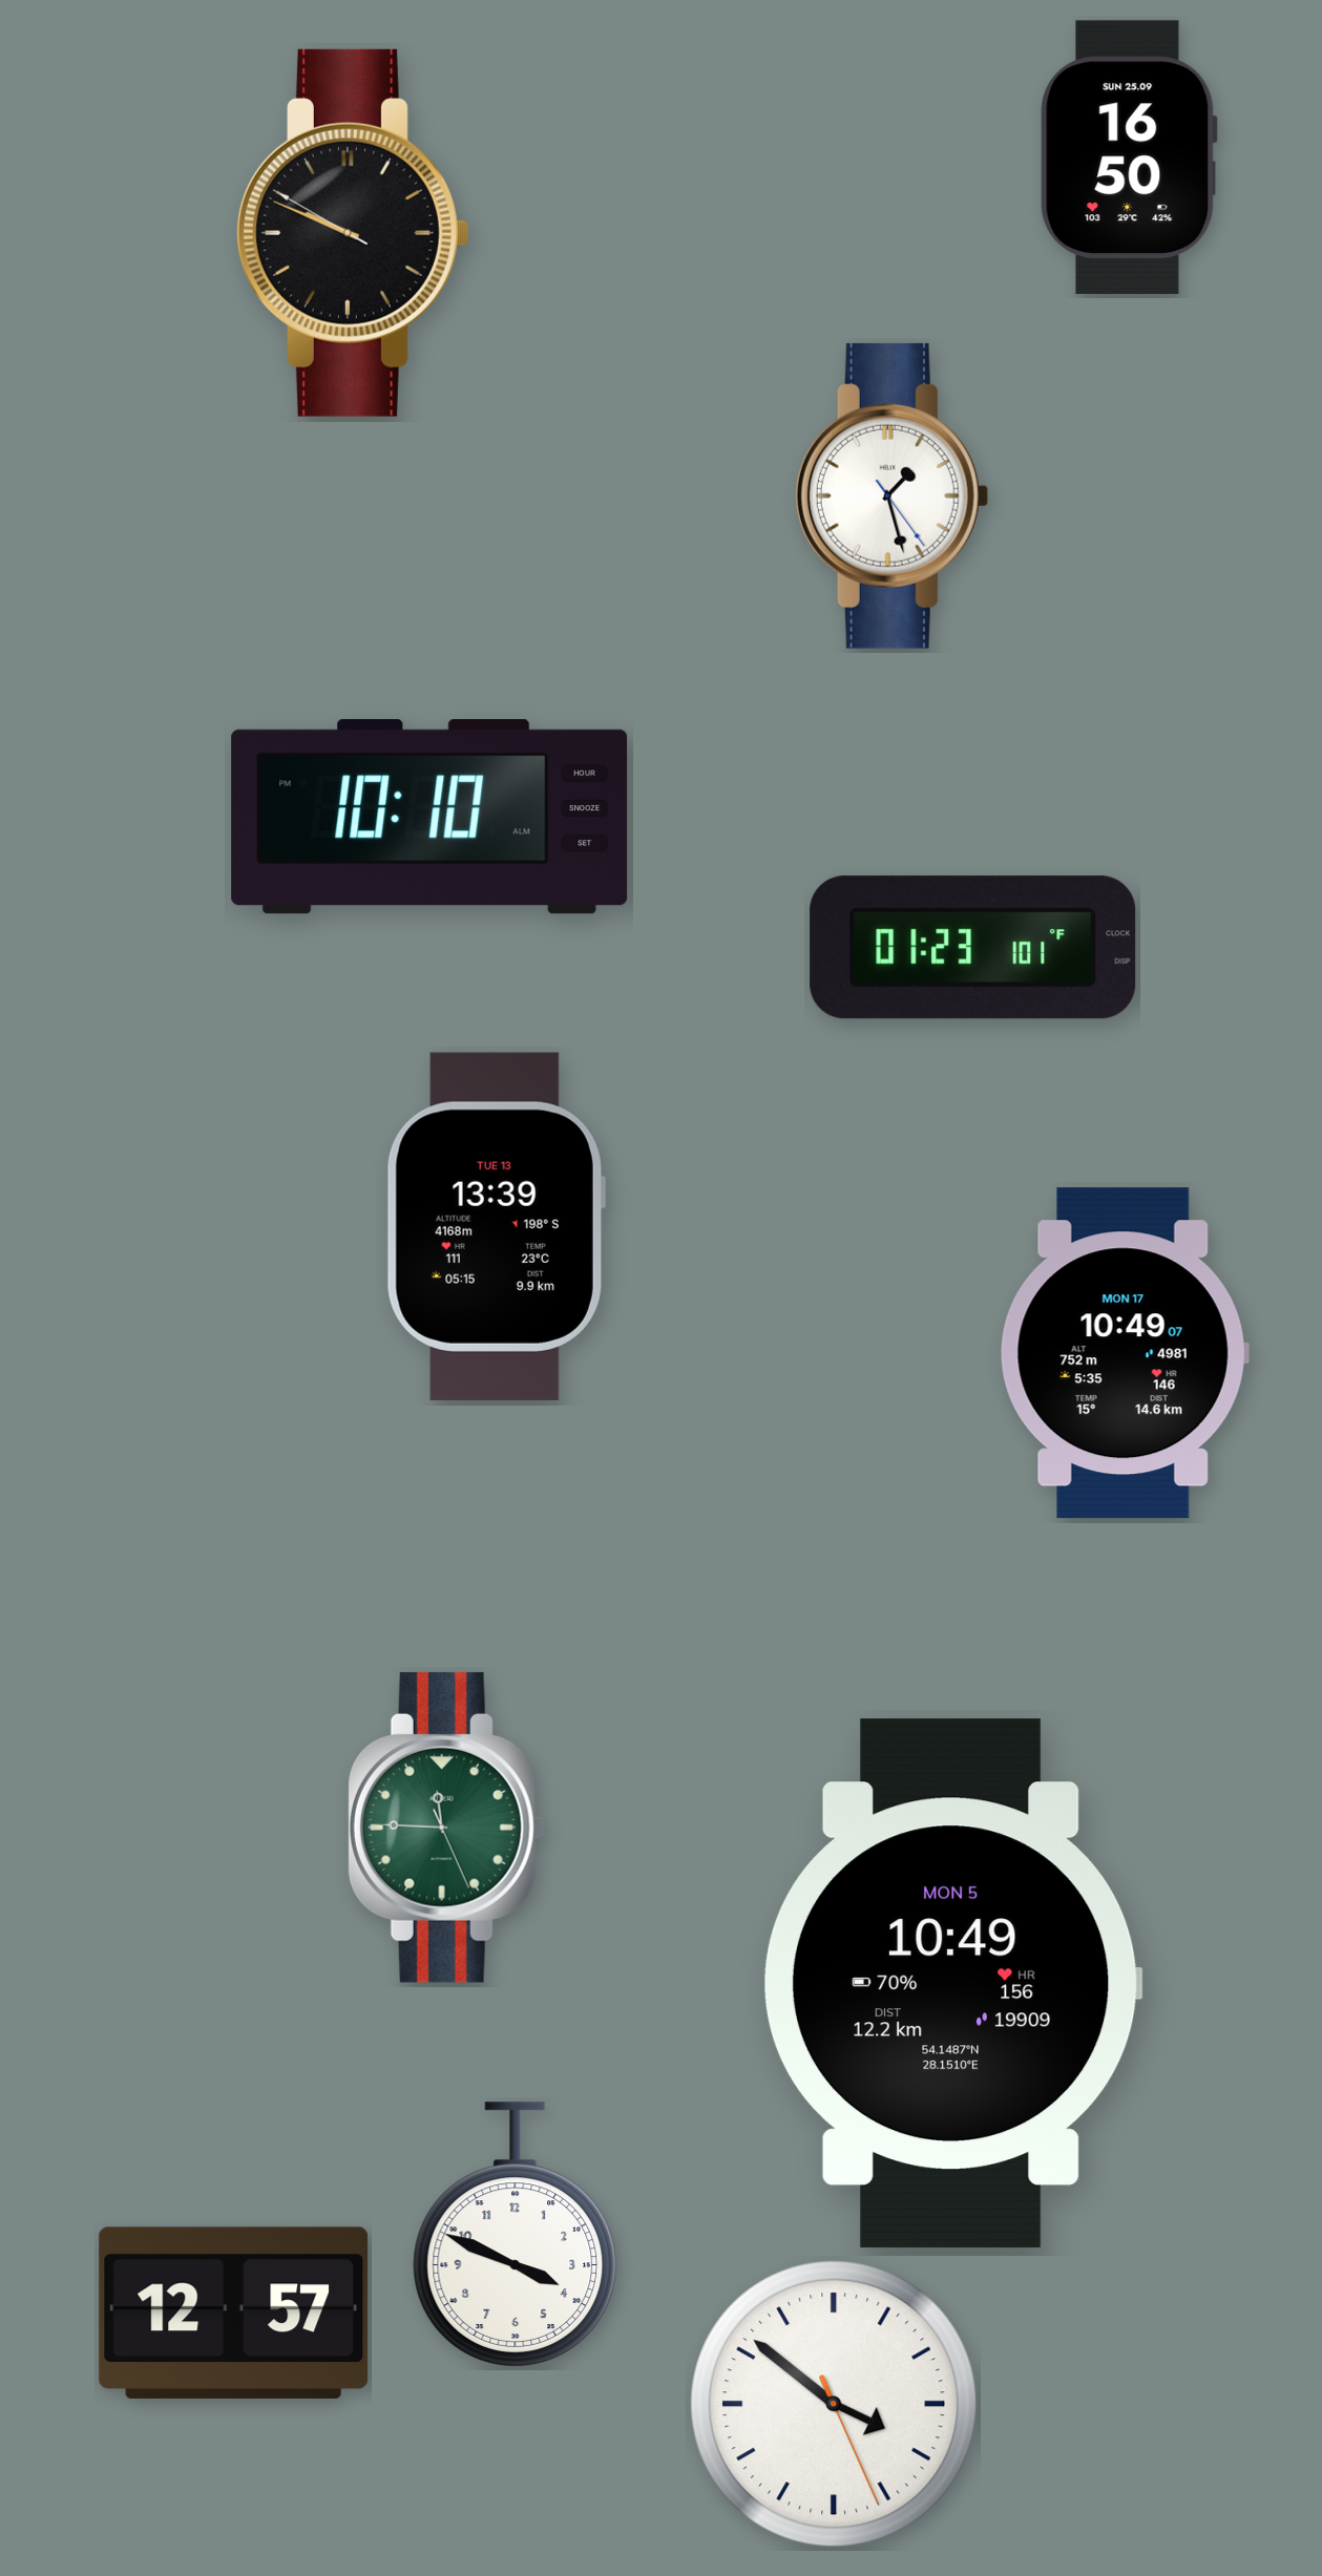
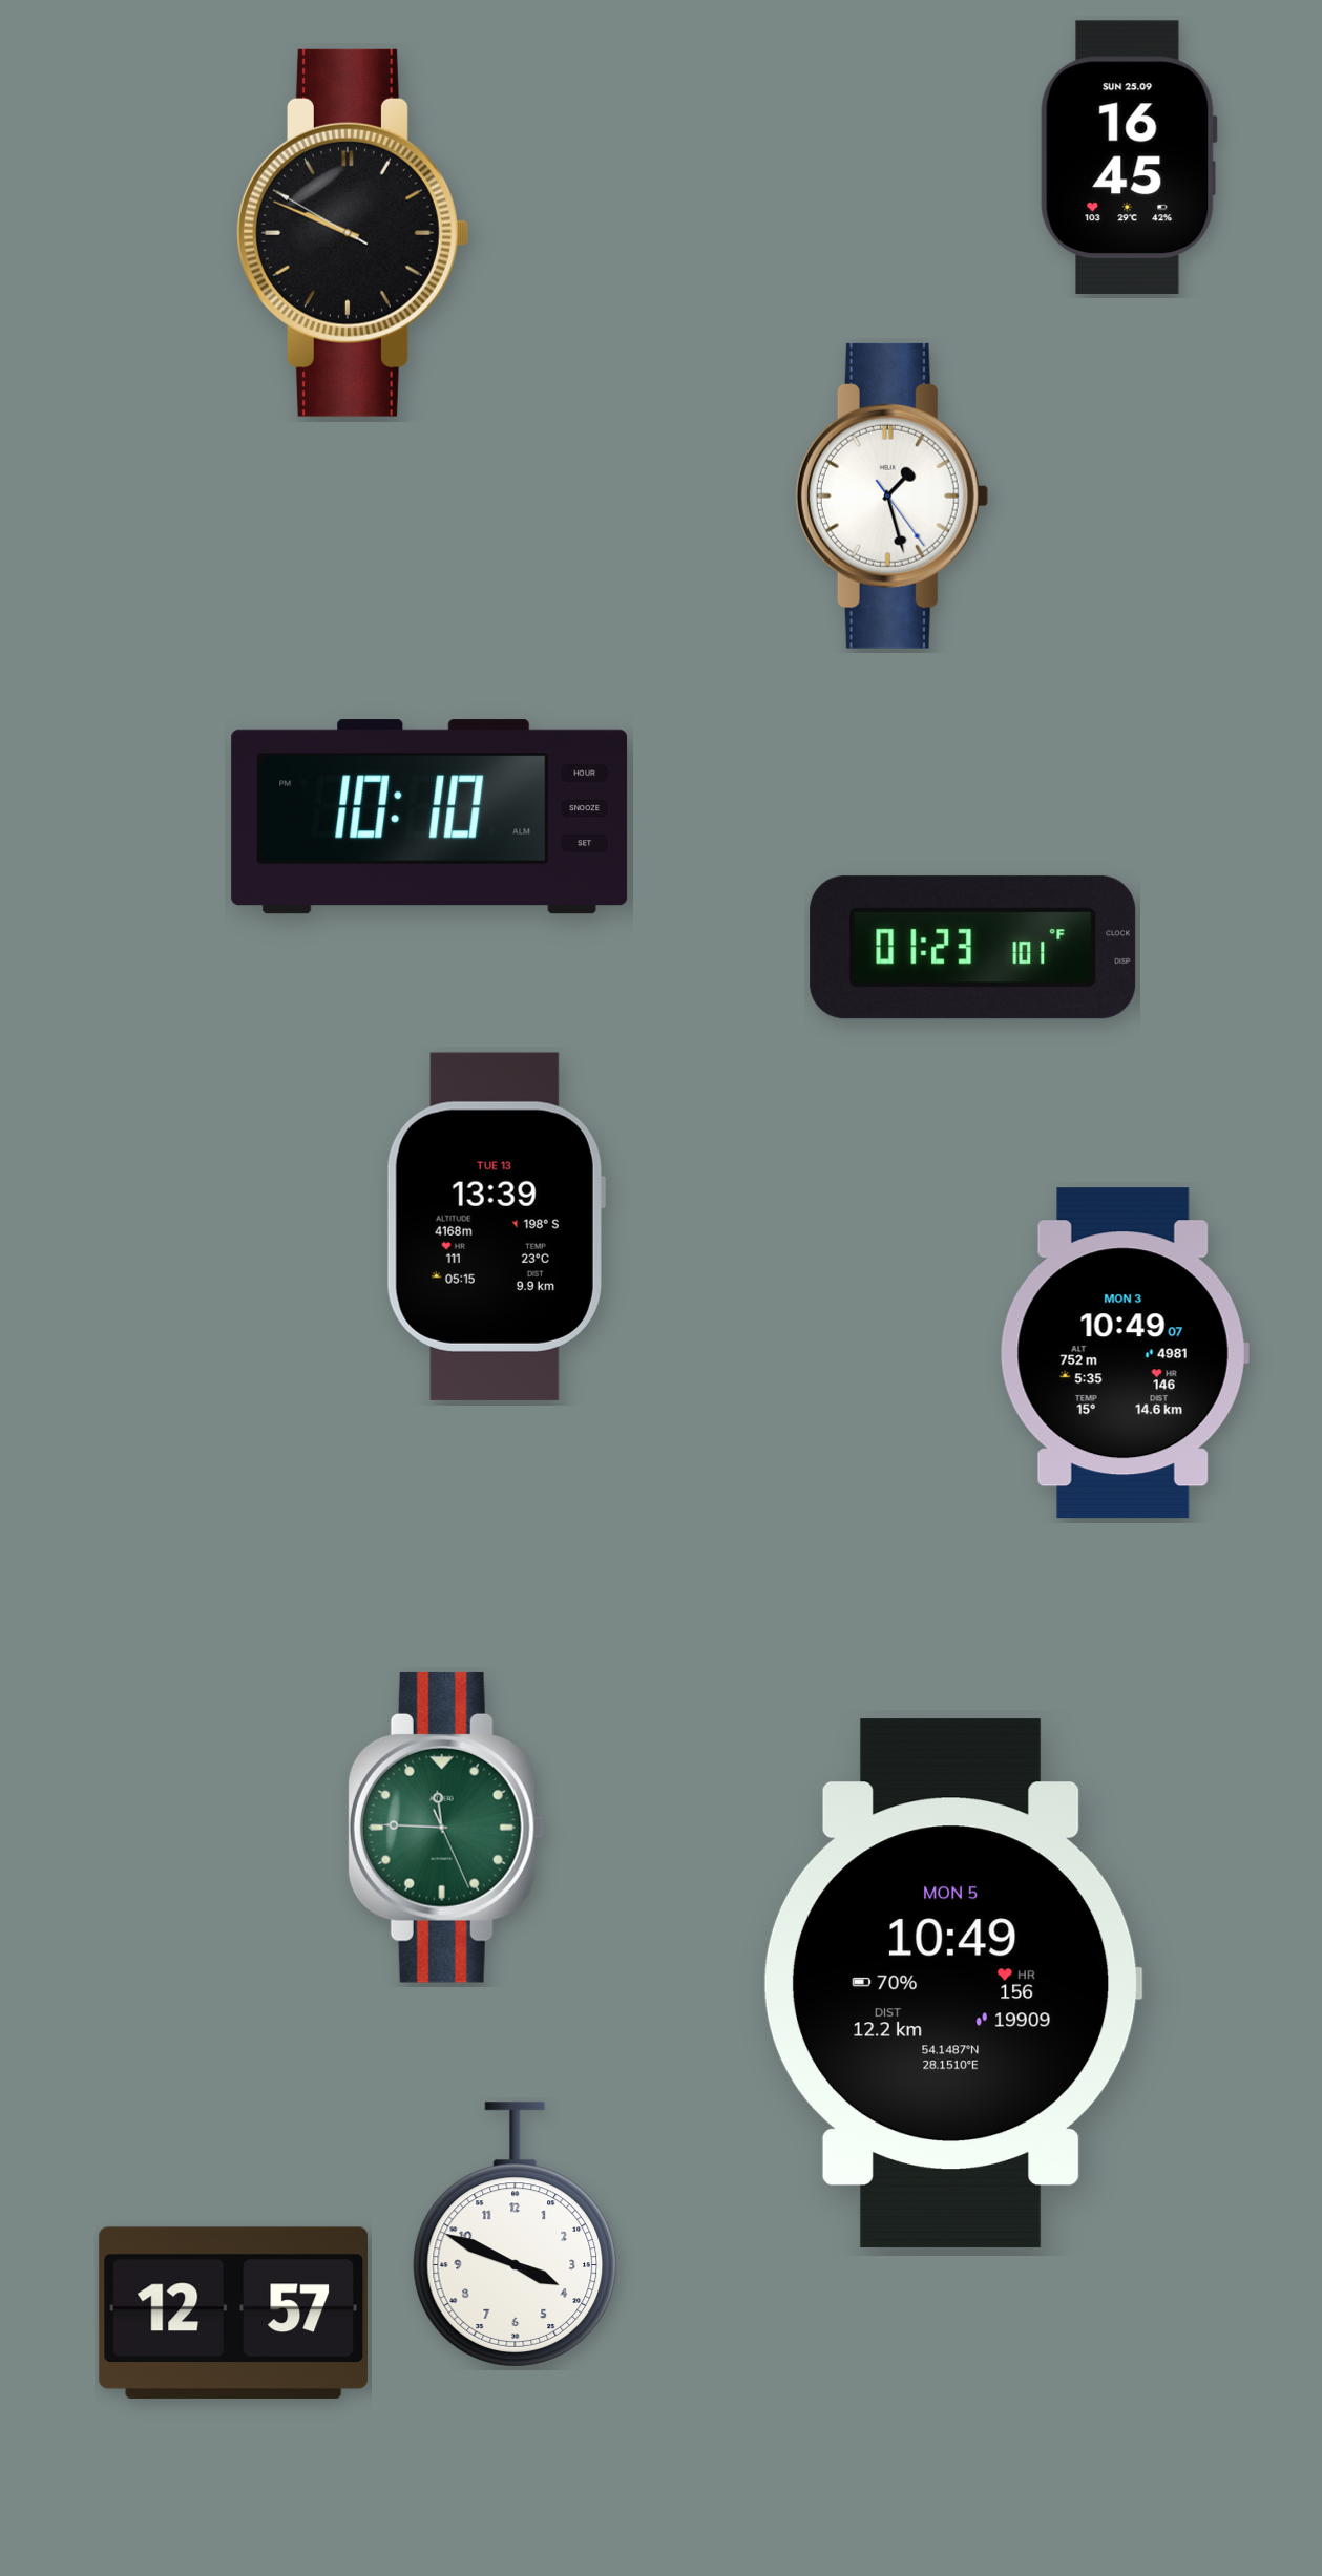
clock at (1129, 157): 16:50 -> 16:45
clock at (1125, 1353) date: MON 17 -> MON 3
clock at (834, 2404): 3:51 -> none
